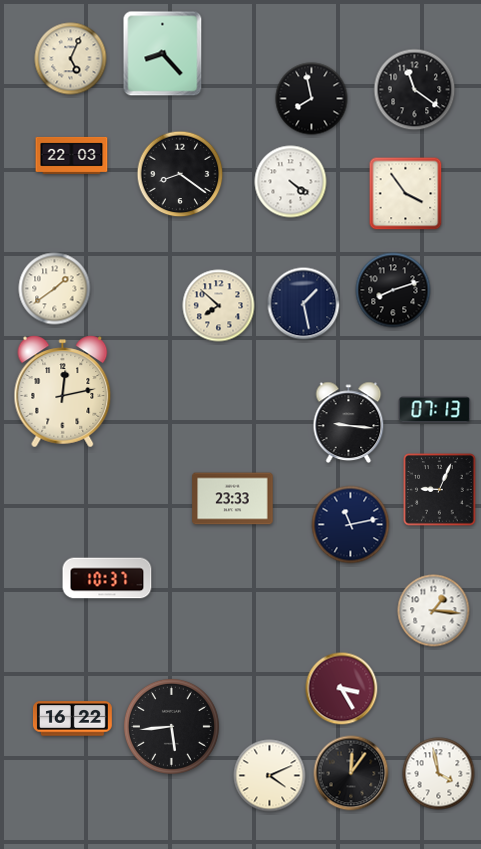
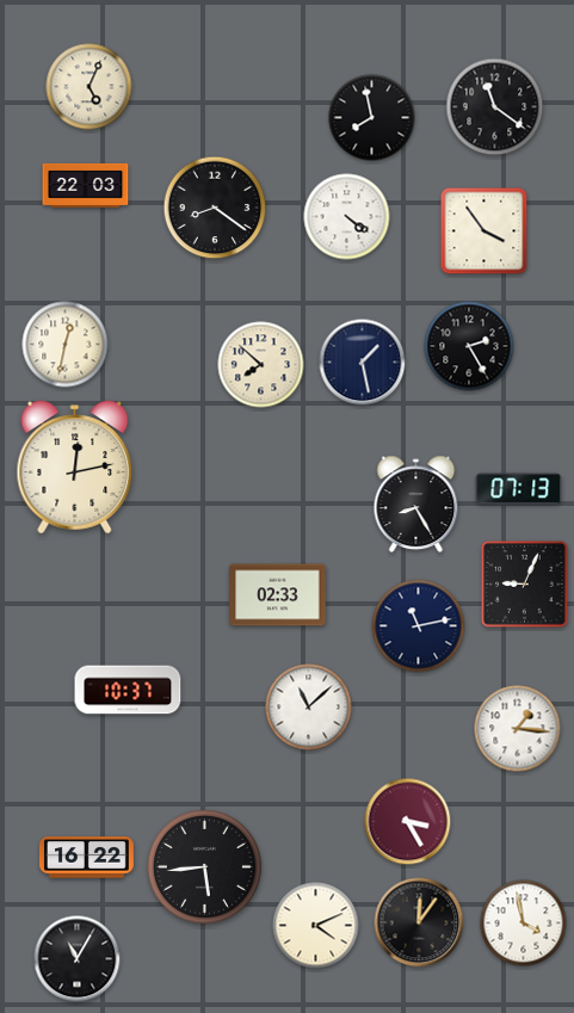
clock at (163, 54): 8:23 -> none
clock at (71, 59) position: (71, 59) -> (90, 87)
clock at (55, 289): 1:39 -> 12:32
clock at (393, 290): 8:12 -> 2:25
clock at (349, 423): 9:16 -> 8:25
clock at (233, 499): 23:33 -> 02:33
clock at (309, 708): none -> 11:08
clock at (270, 776) position: (270, 776) -> (316, 926)
clock at (78, 959): none -> 11:05
